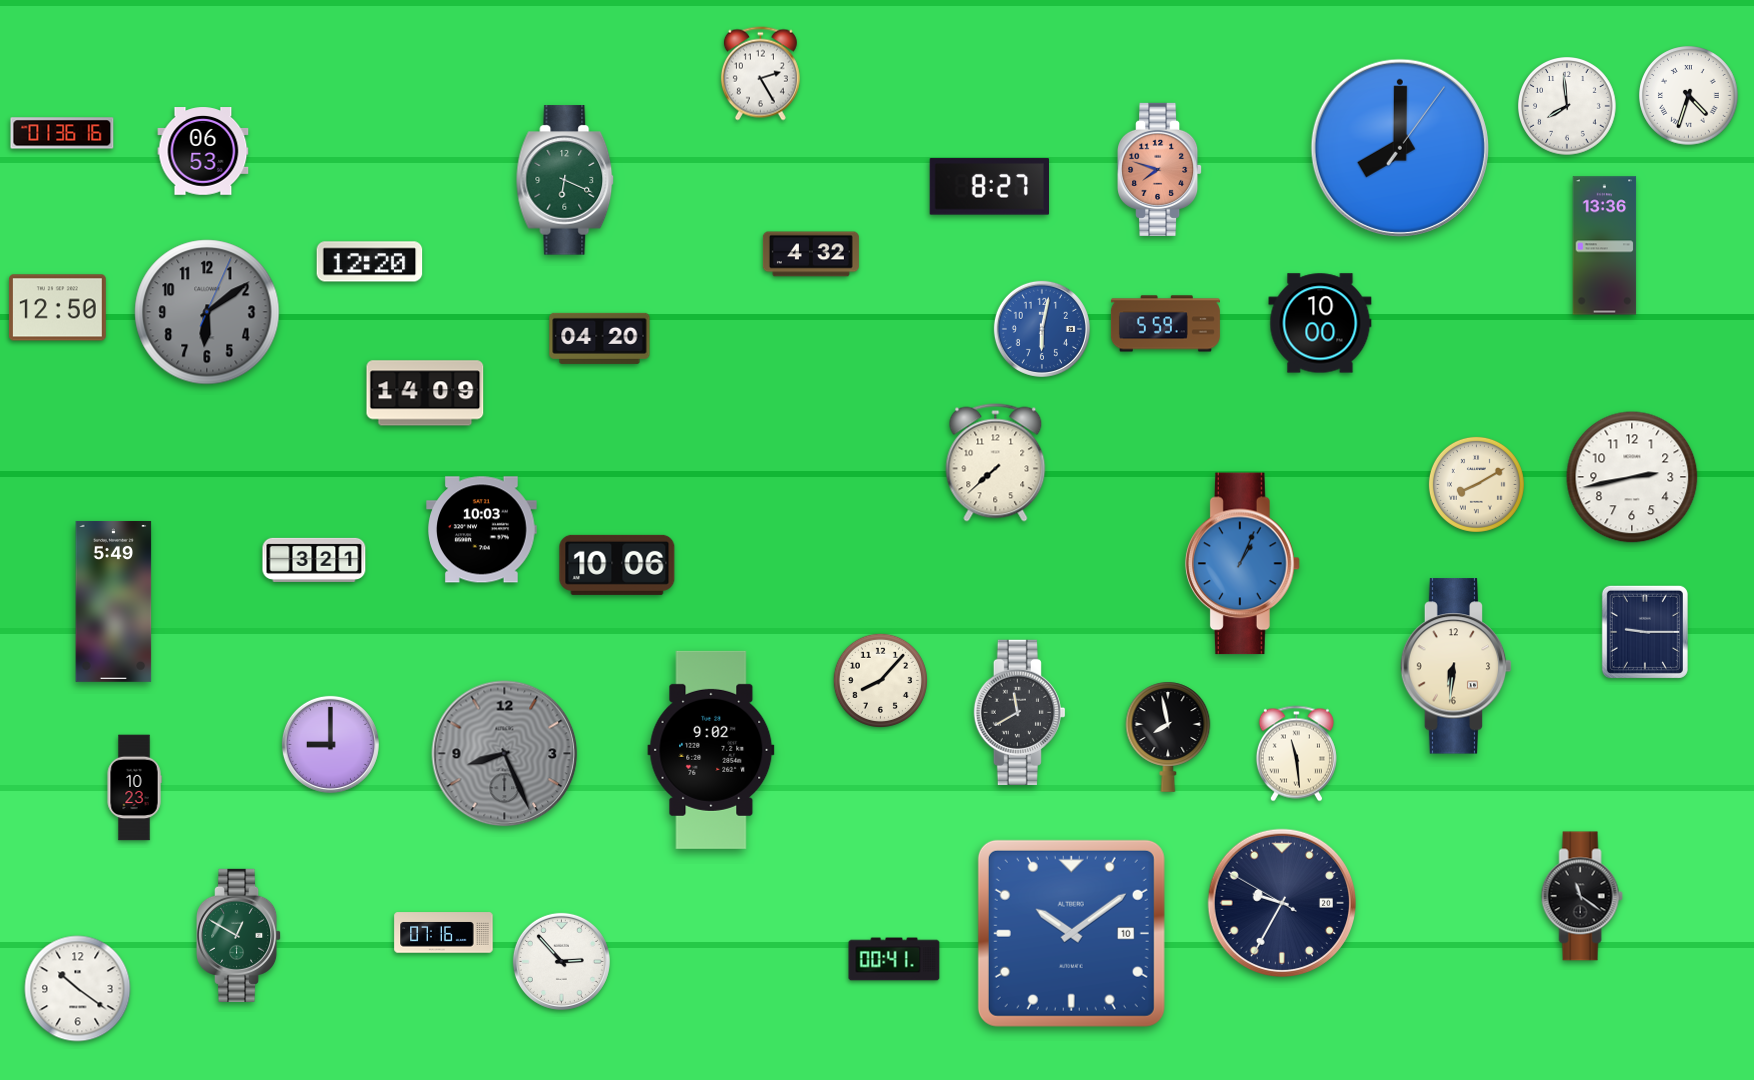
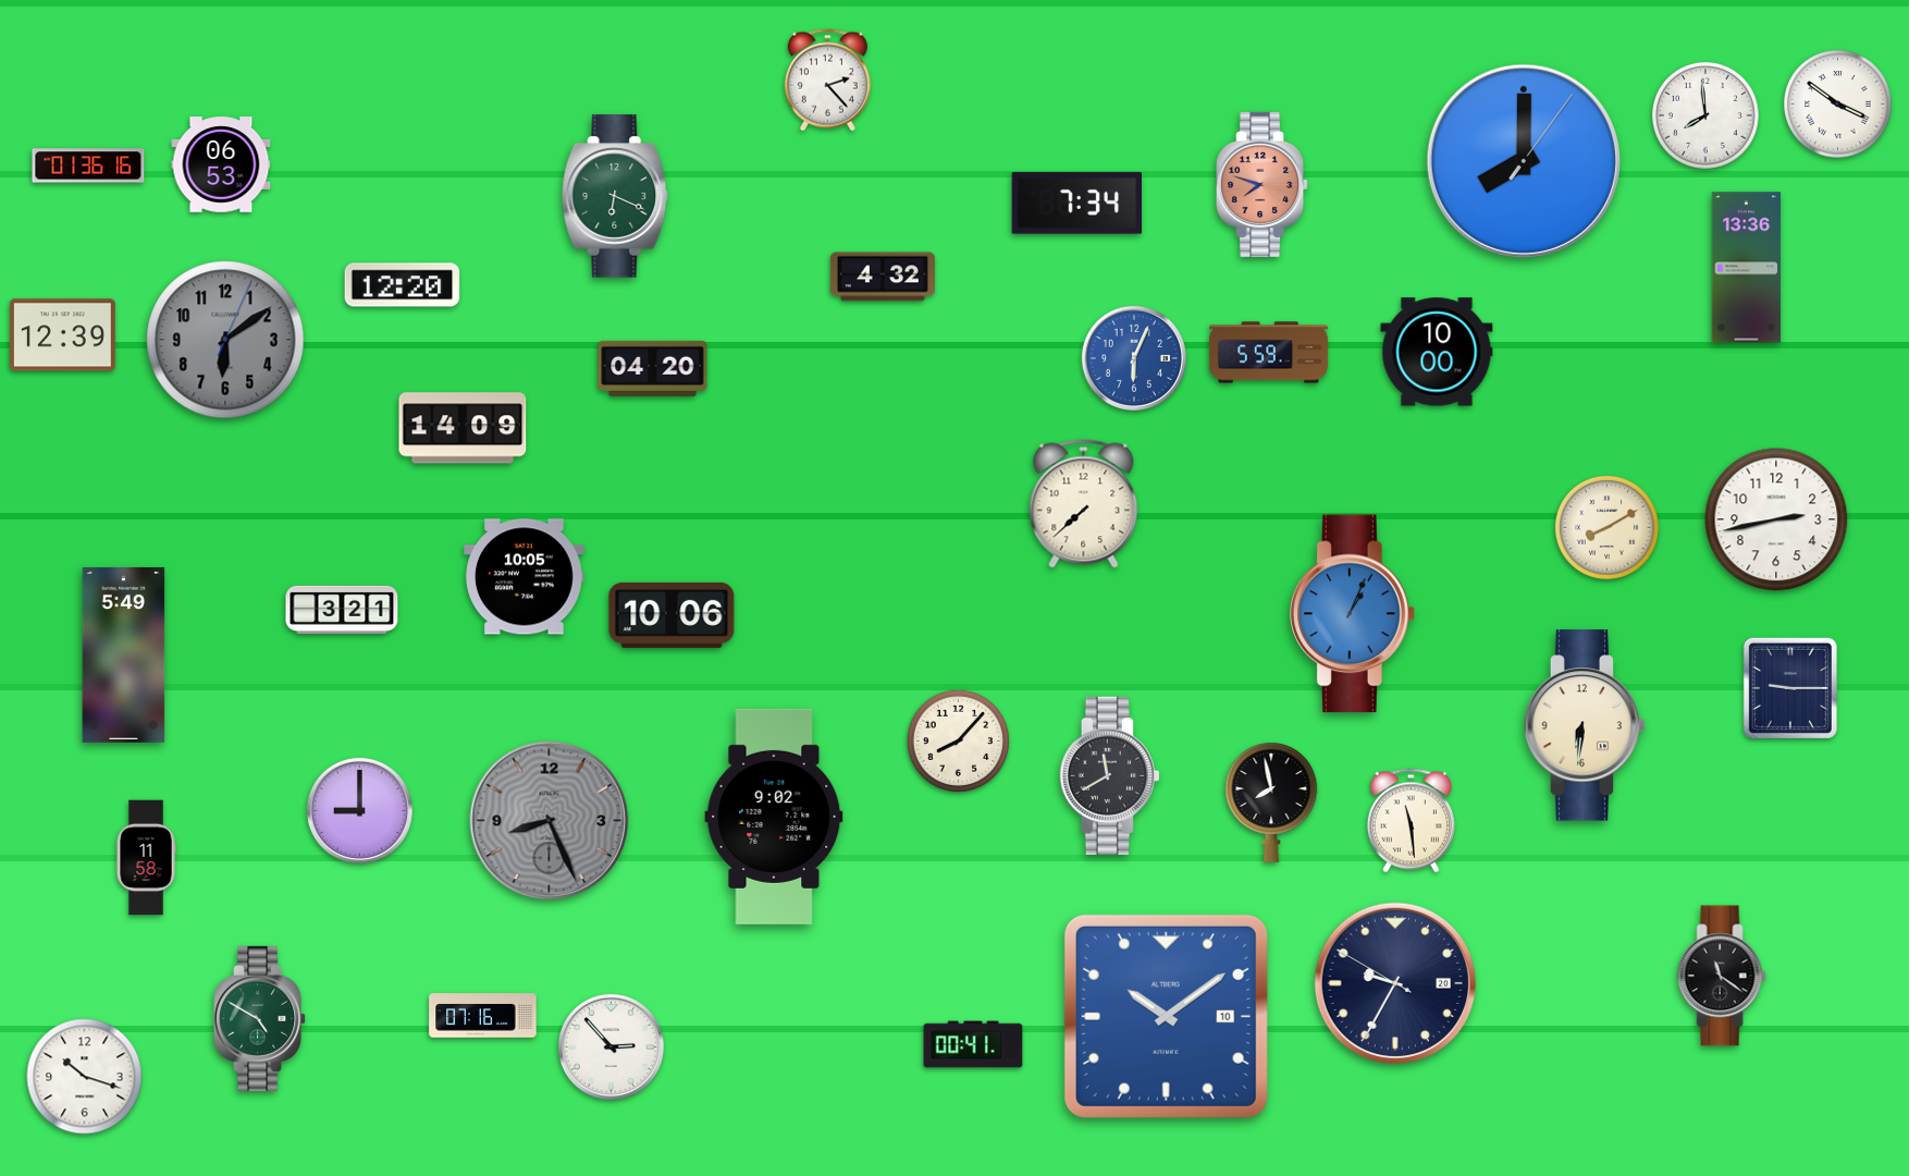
clock at (760, 74): 2:25 -> 2:23
clock at (1689, 96): 4:33 -> 3:51
clock at (62, 133) position: (62, 133) -> (88, 166)
clock at (989, 187): 8:27 -> 7:34
clock at (57, 308): 12:50 -> 12:39
clock at (1042, 329): 6:02 -> 6:04
clock at (482, 530): 10:03 -> 10:05
clock at (134, 788): 10:23 -> 11:58
clock at (240, 935): 12:50 -> 4:50
clock at (78, 989): 10:21 -> 10:18
